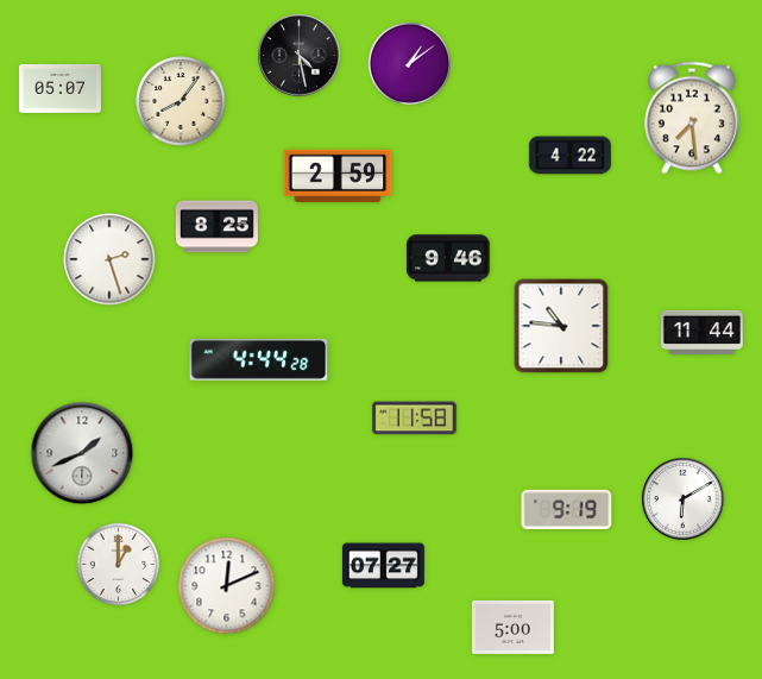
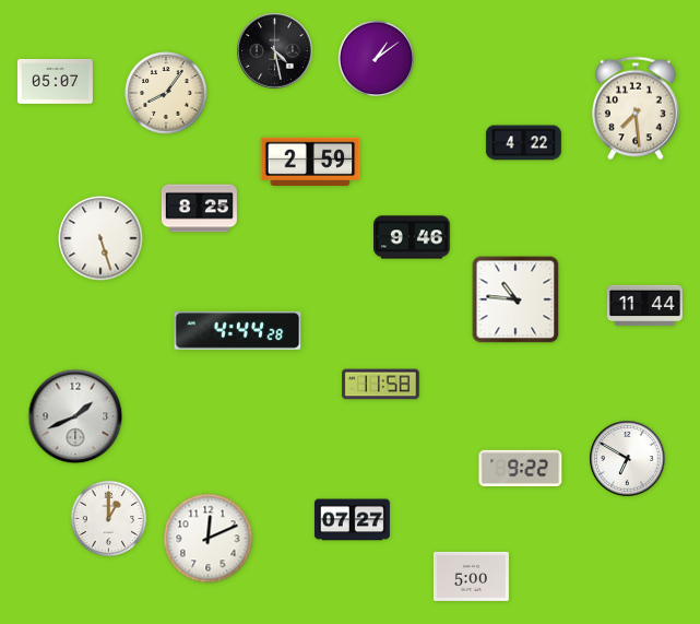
clock at (109, 259): 2:27 -> 5:27
clock at (684, 499): 6:10 -> 6:50
clock at (567, 509): 9:19 -> 9:22
